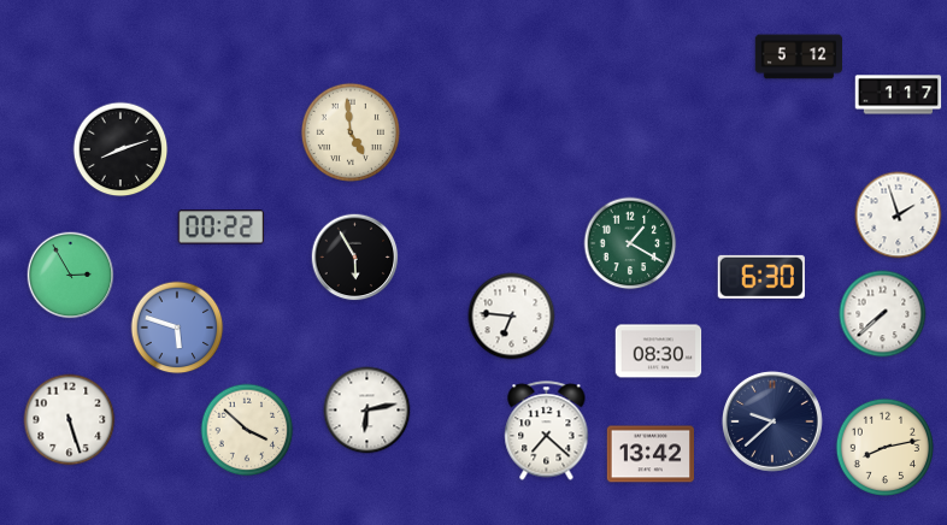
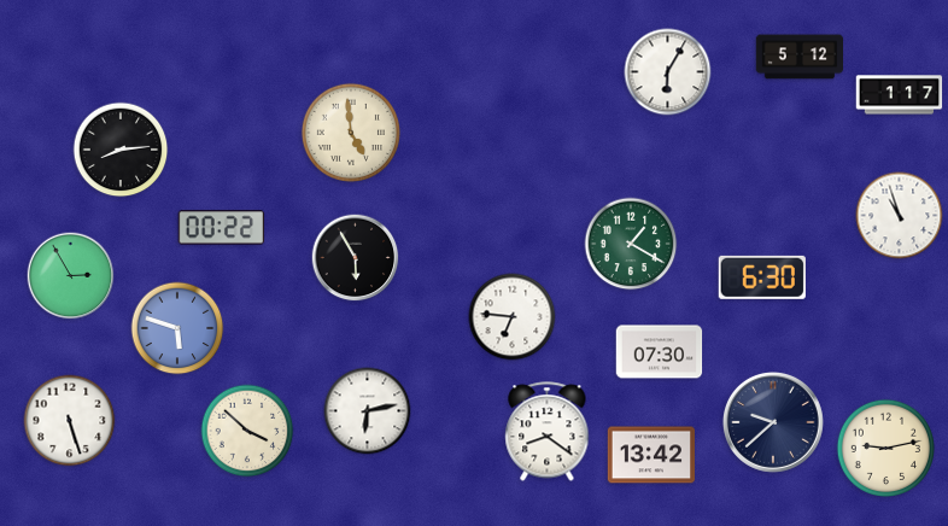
clock at (668, 72): none -> 6:05
clock at (120, 149): 8:12 -> 8:14
clock at (899, 216): 1:57 -> 10:57
clock at (883, 314): 7:38 -> none
clock at (659, 352): 08:30 -> 07:30
clock at (547, 431): 7:22 -> 8:21
clock at (884, 447): 8:13 -> 9:13
